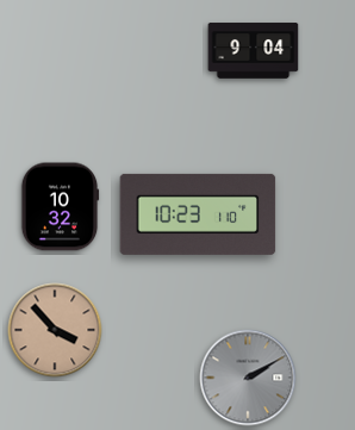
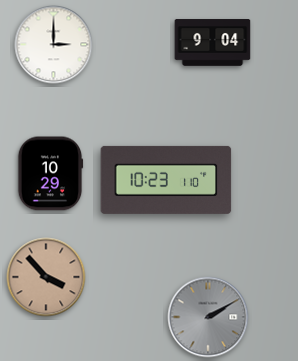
clock at (54, 45): none -> 3:00
clock at (60, 207): 10:32 -> 10:29
